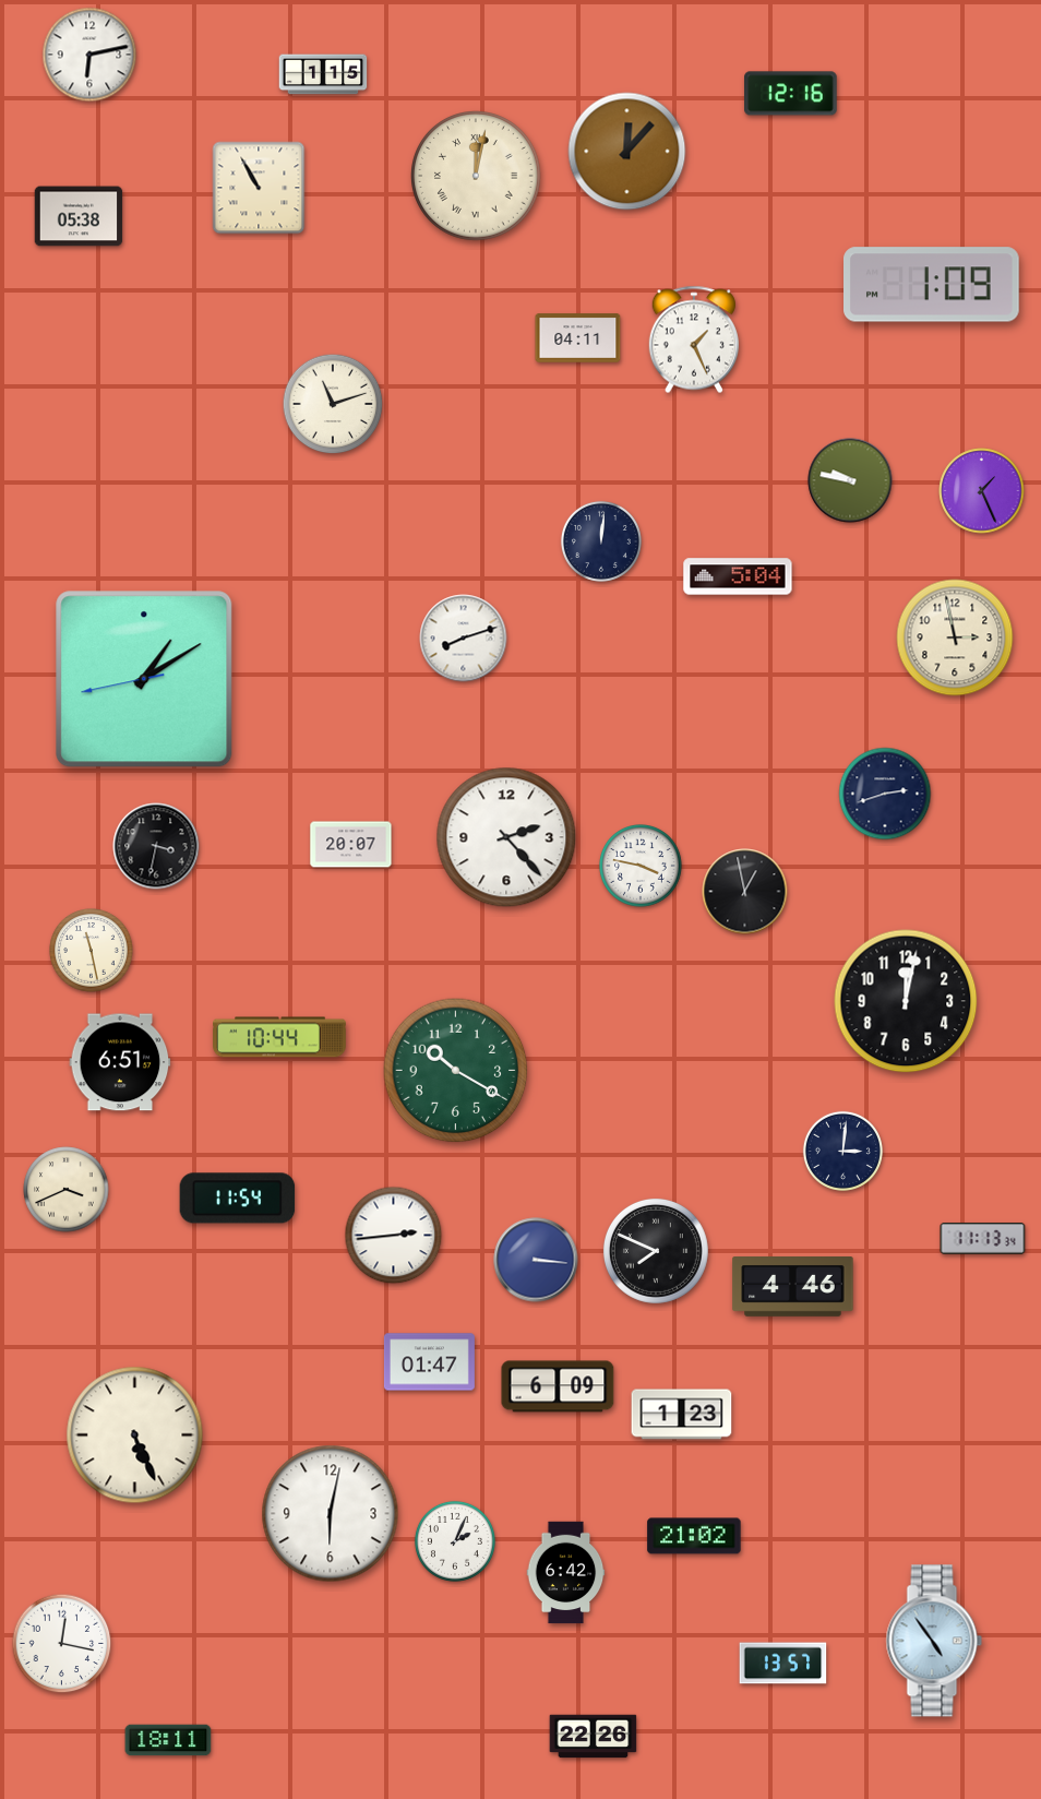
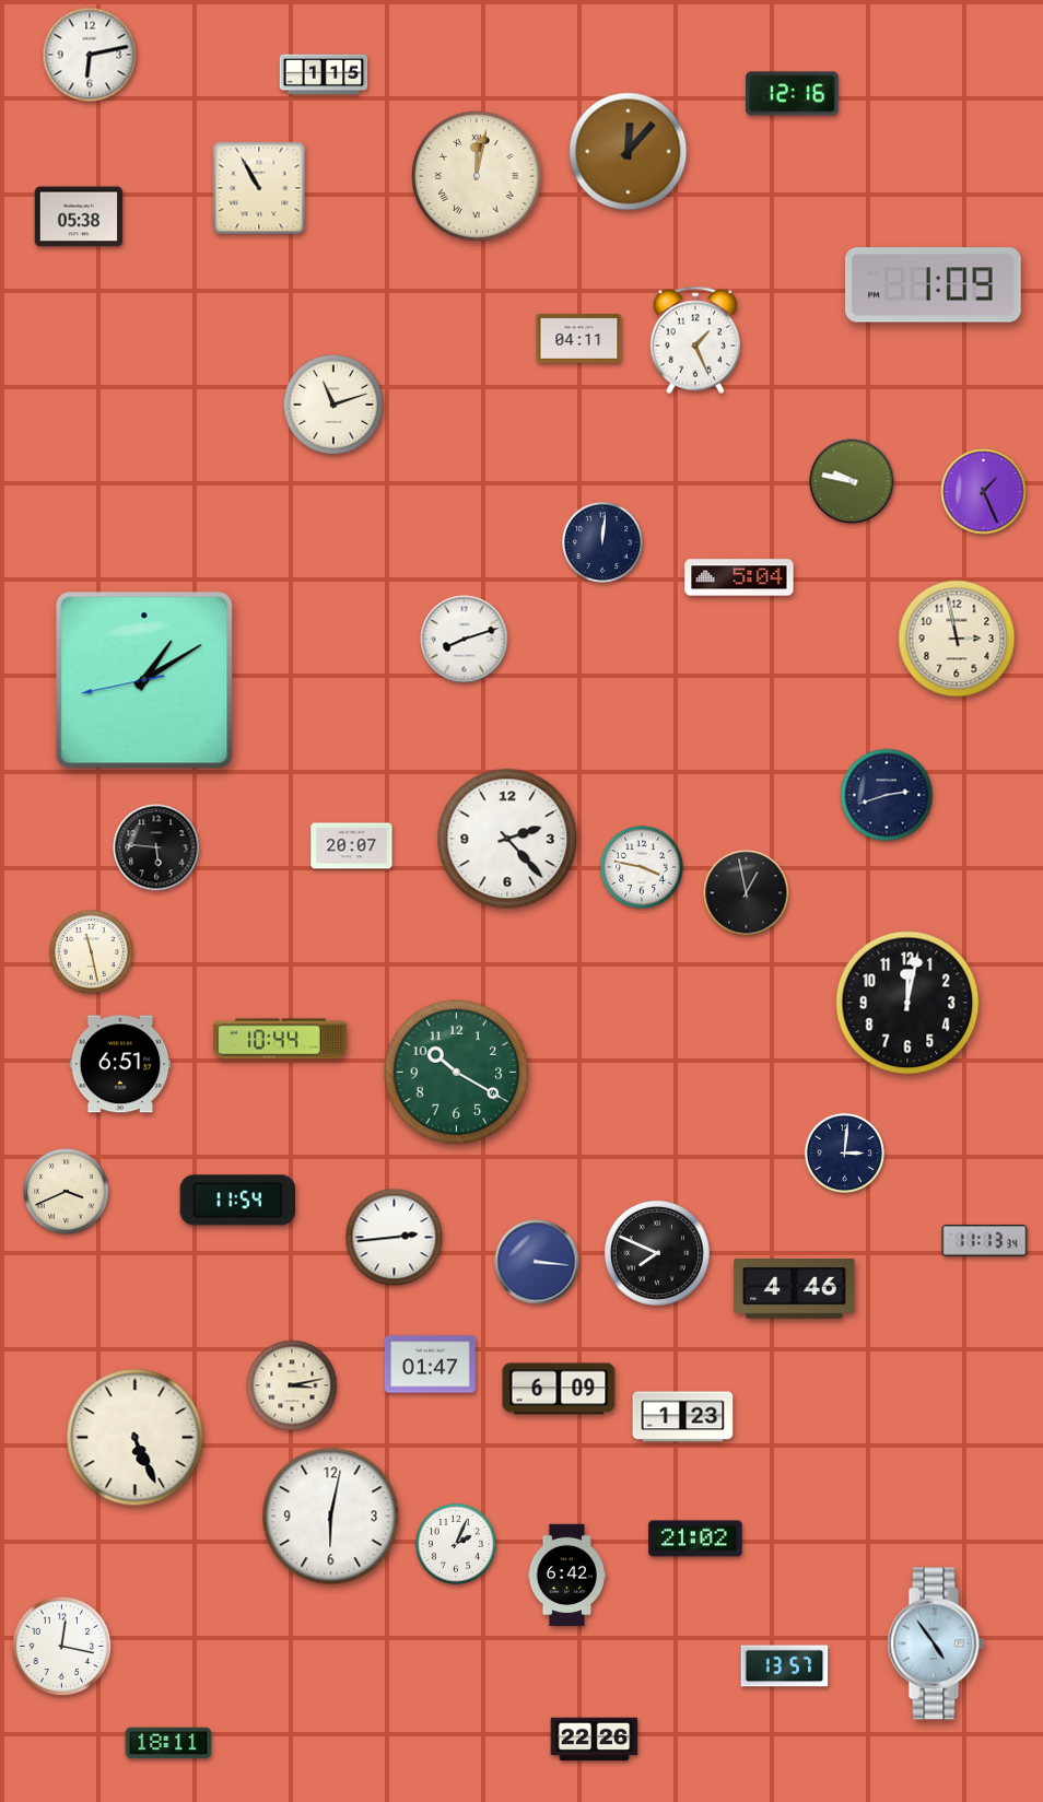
clock at (156, 846): 3:32 -> 5:46
clock at (292, 1385): none -> 3:13
